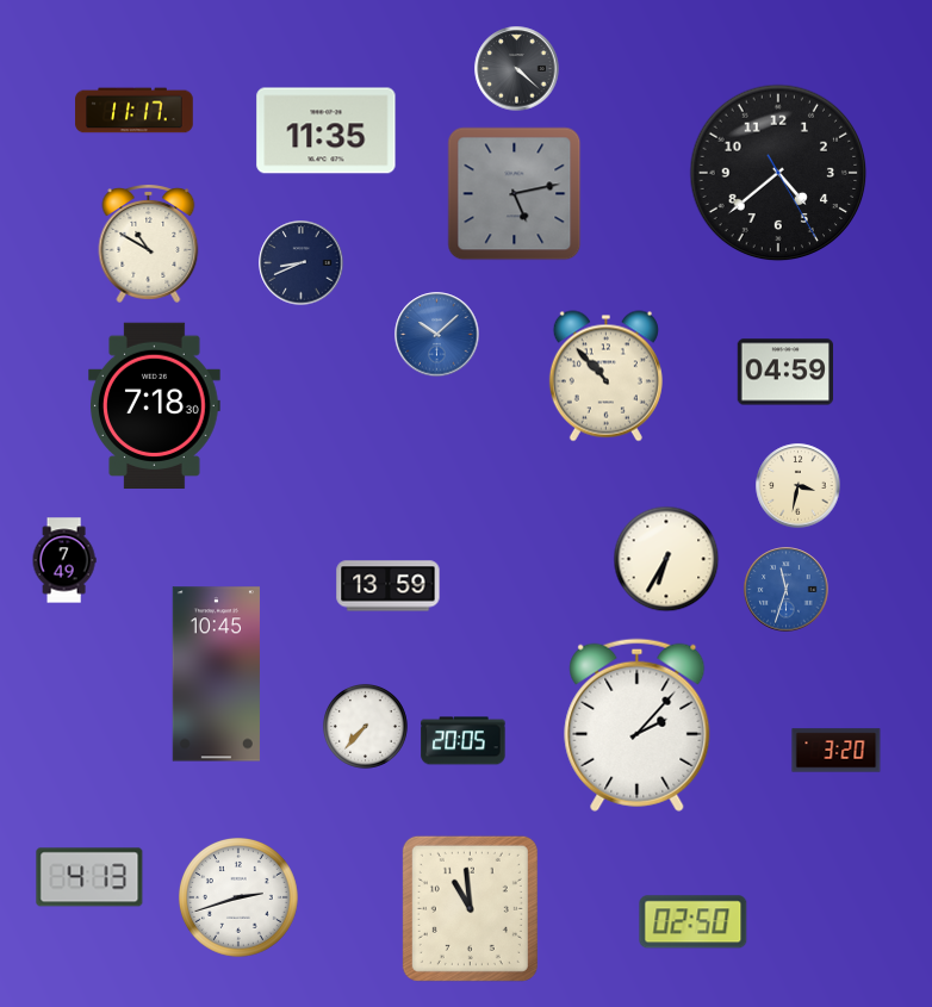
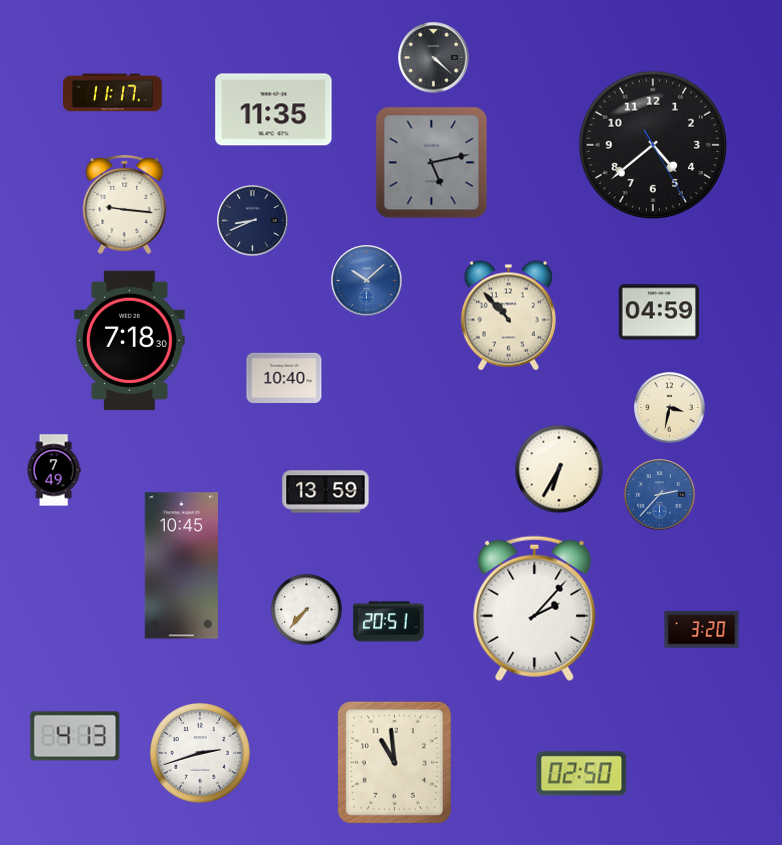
clock at (149, 243): 10:50 -> 9:16
clock at (284, 377): none -> 10:40
clock at (787, 590): 11:33 -> 2:37
clock at (464, 741): 20:05 -> 20:51
